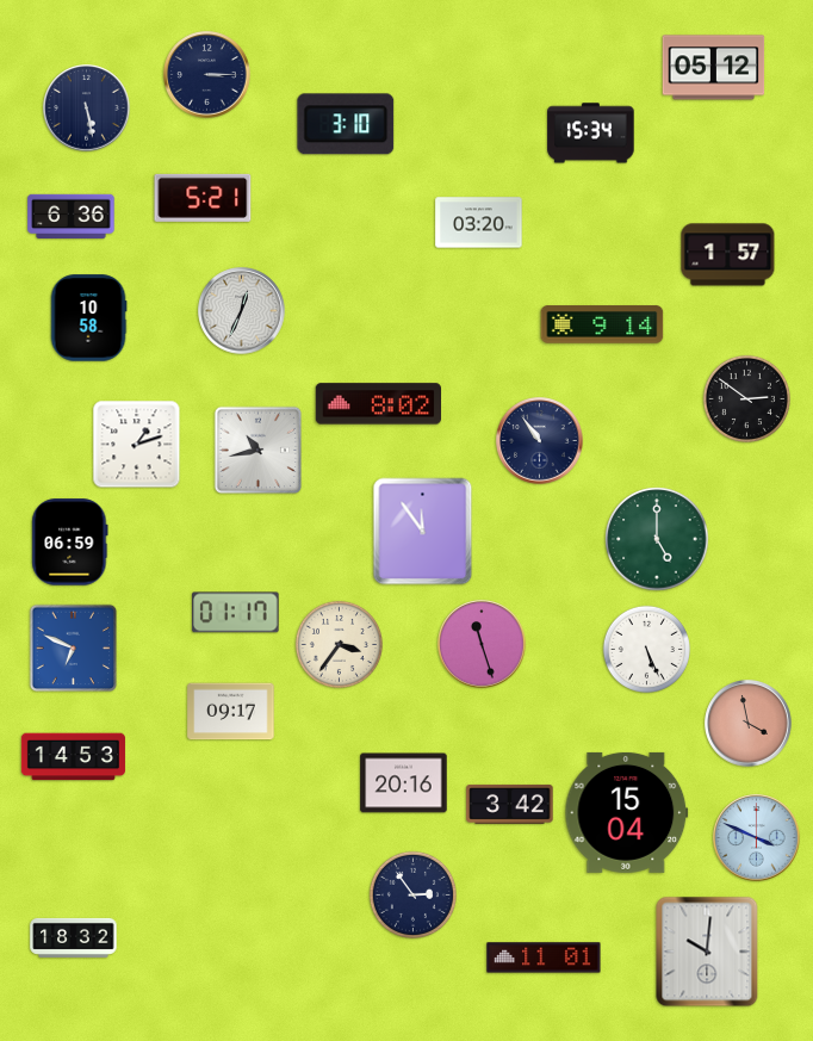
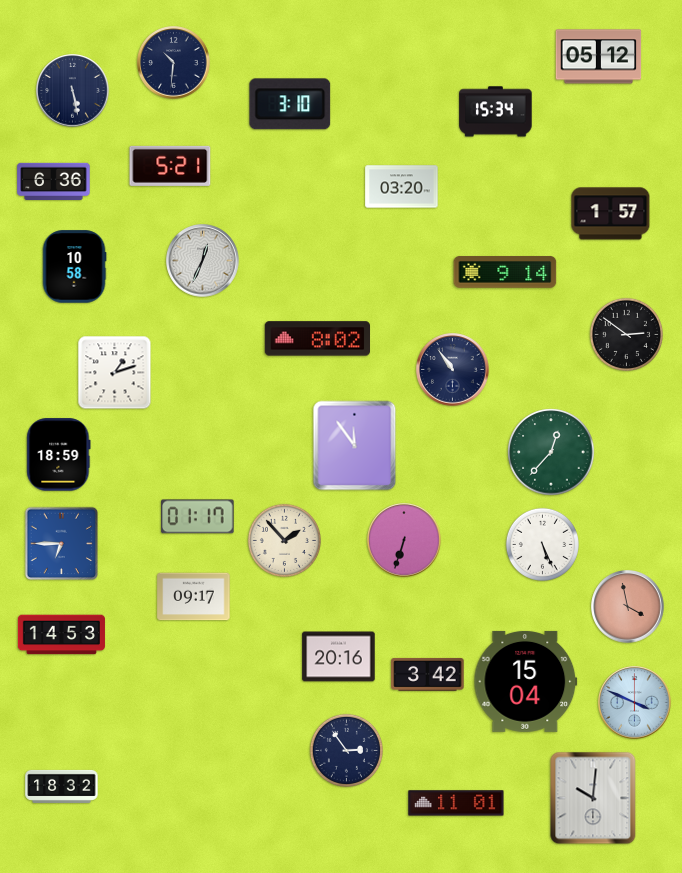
clock at (207, 75): 3:15 -> 10:31
clock at (72, 216) position: (72, 216) -> (54, 181)
clock at (259, 451): 10:43 -> none
clock at (657, 539): 5:00 -> 12:37
clock at (70, 543): 06:59 -> 18:59
clock at (236, 613) position: (236, 613) -> (198, 517)
clock at (339, 644): 3:36 -> 1:53
clock at (482, 644): 11:27 -> 6:33
clock at (74, 649): 6:49 -> 6:45
